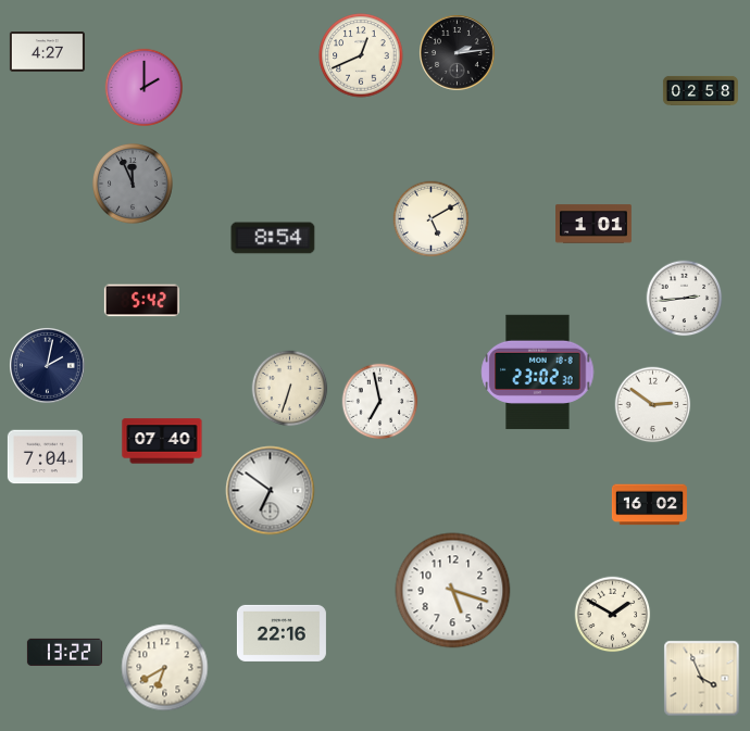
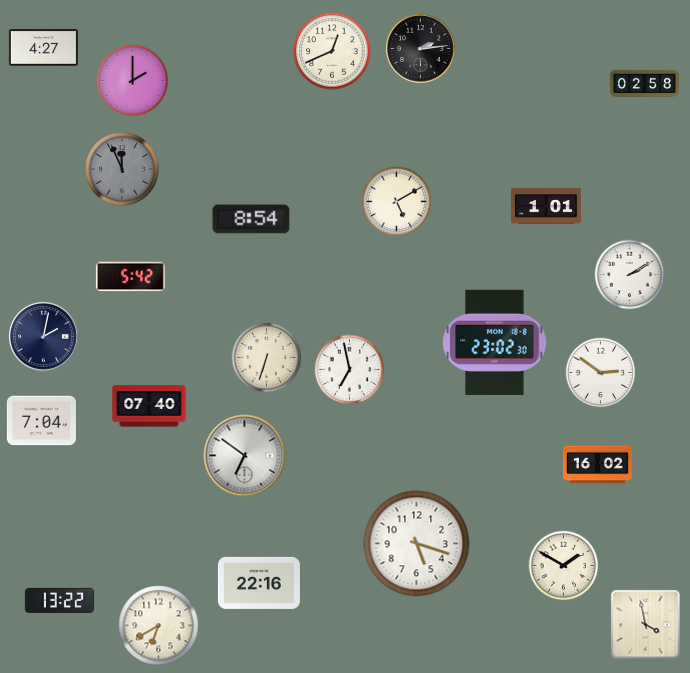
clock at (685, 299): 2:44 -> 2:10
clock at (271, 491) position: (271, 491) -> (245, 456)
clock at (165, 668) position: (165, 668) -> (159, 626)
clock at (702, 679): 3:56 -> 3:58
